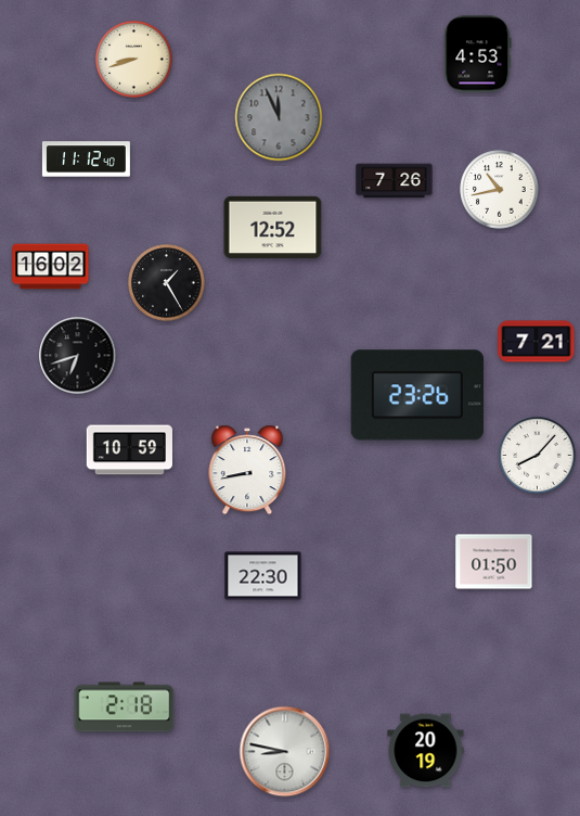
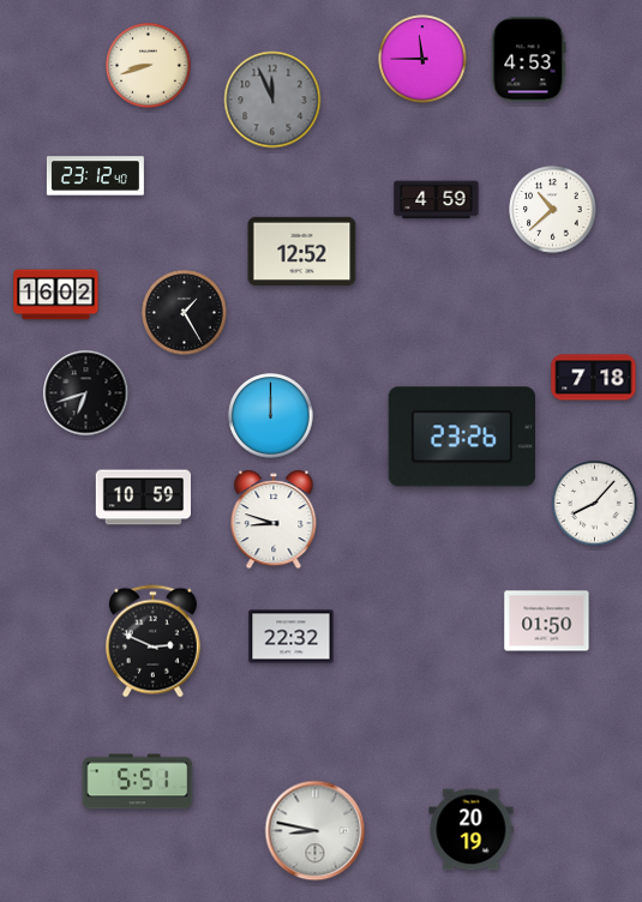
clock at (422, 59): none -> 11:45
clock at (279, 117) position: (279, 117) -> (272, 100)
clock at (86, 160): 11:12 -> 23:12
clock at (395, 181): 7:26 -> 4:59
clock at (500, 190): 10:43 -> 10:38
clock at (537, 342): 7:21 -> 7:18
clock at (271, 416): none -> 12:00
clock at (247, 470): 8:43 -> 8:48
clock at (263, 576): 22:30 -> 22:32
clock at (152, 642): none -> 2:49
clock at (125, 707): 2:18 -> 5:51
